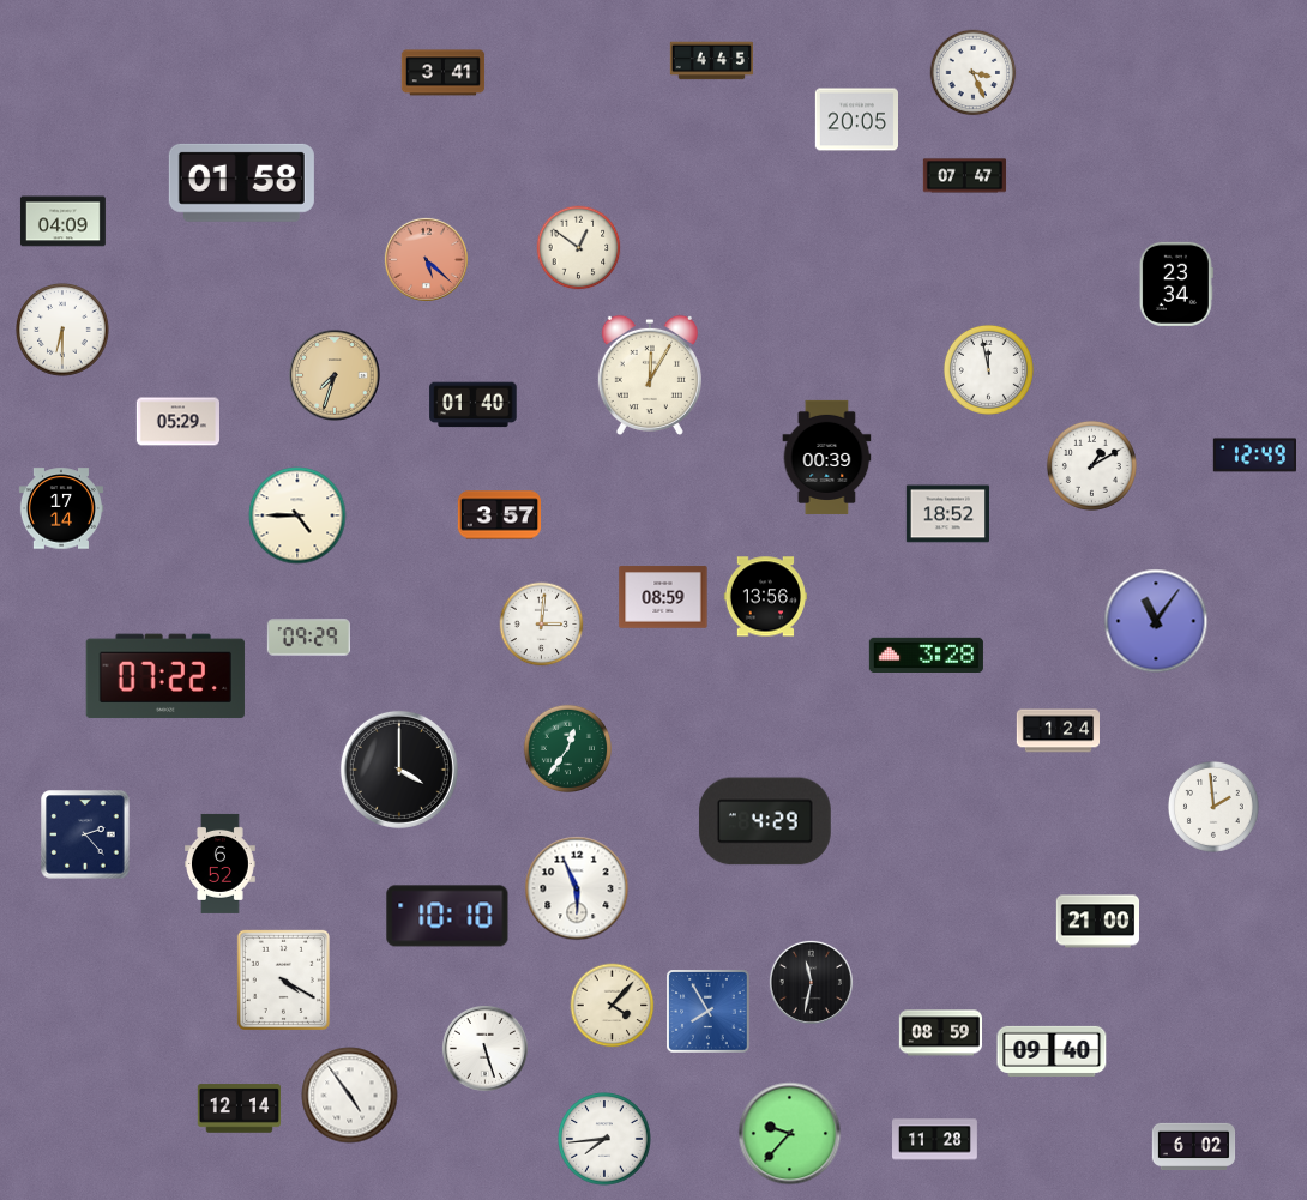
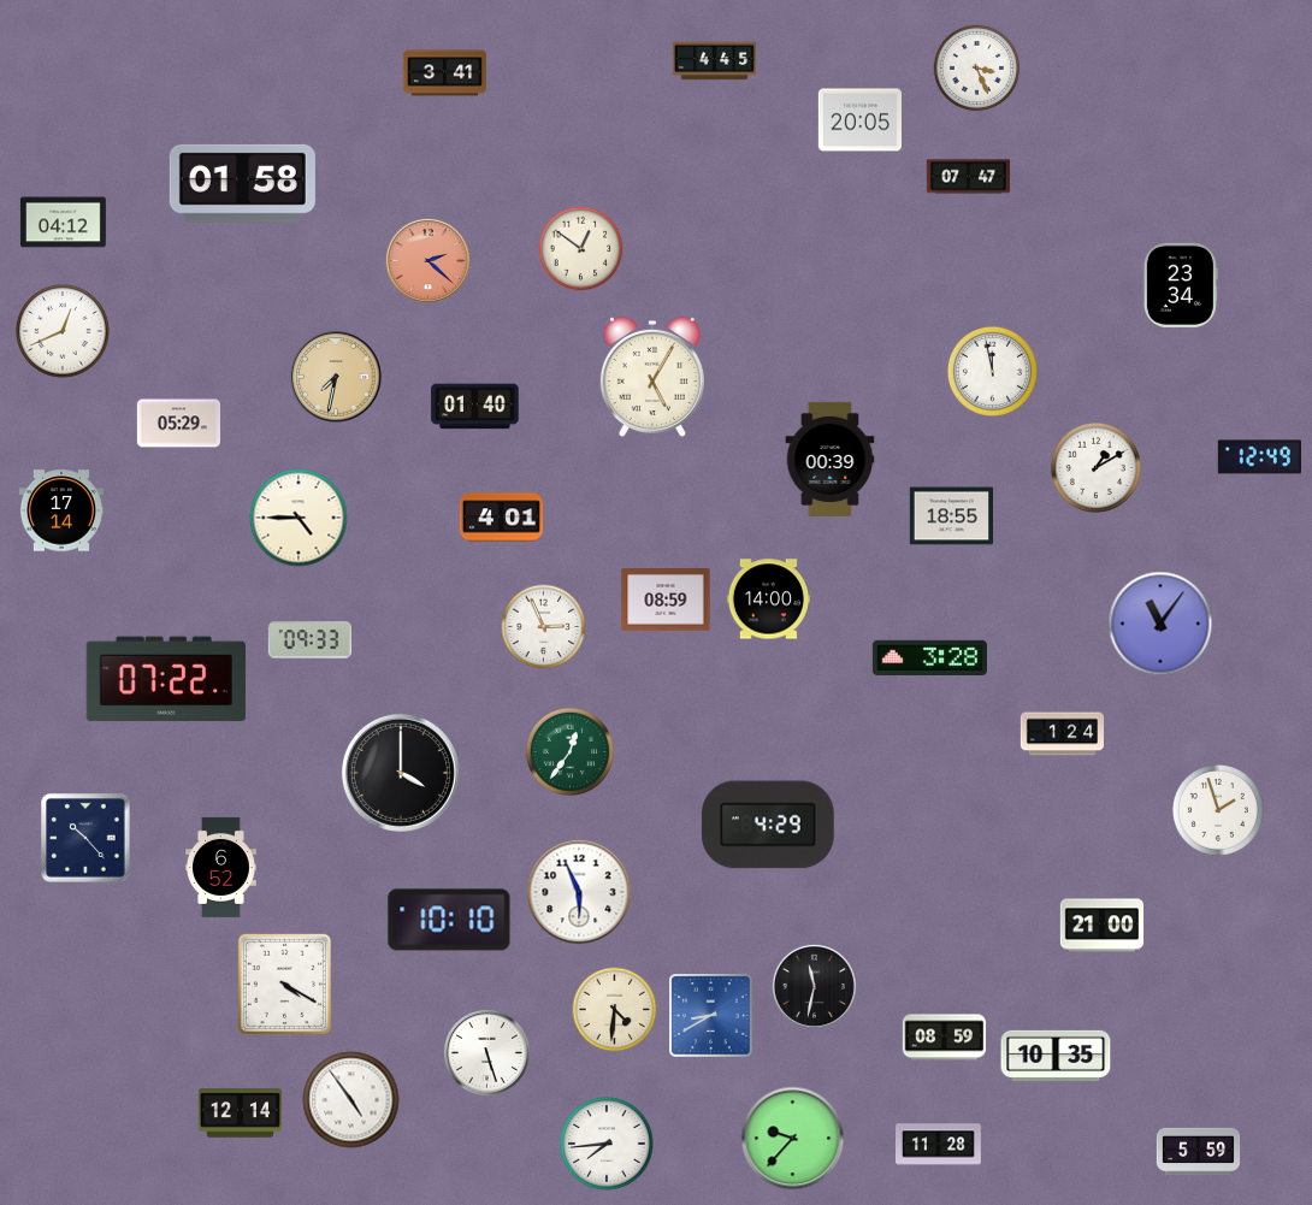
clock at (974, 73) position: (974, 73) -> (977, 69)
clock at (62, 222): 04:09 -> 04:12
clock at (426, 259): 5:22 -> 2:22
clock at (62, 330): 6:30 -> 12:41
clock at (650, 374): 12:05 -> 5:05
clock at (335, 375): 7:33 -> 7:32
clock at (947, 514): 18:52 -> 18:55
clock at (499, 515): 3:57 -> 4:01
clock at (765, 597): 13:56 -> 14:00
clock at (542, 625): 3:01 -> 2:56
clock at (308, 638): 09:29 -> 09:33
clock at (1213, 807): 1:59 -> 1:57
clock at (85, 834): 2:23 -> 10:23
clock at (613, 1006): 4:07 -> 4:31
clock at (709, 1012): 7:55 -> 8:40
clock at (1052, 1051): 09:40 -> 10:35
clock at (1194, 1146): 6:02 -> 5:59
